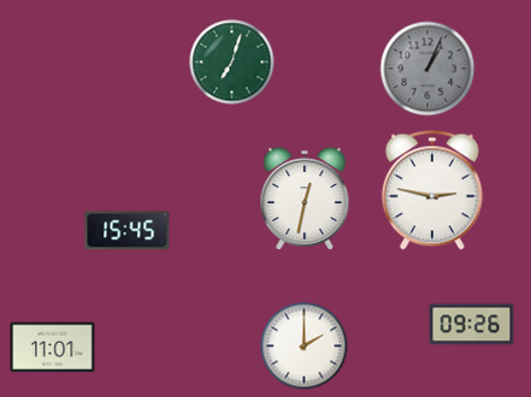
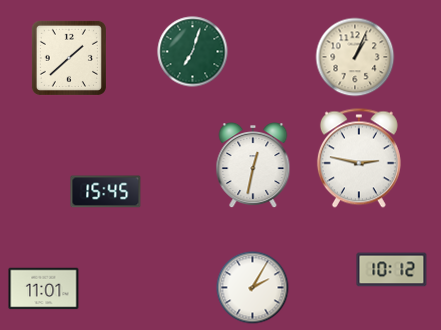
clock at (427, 69) dial: grey -> cream
clock at (69, 58): none -> 1:38
clock at (472, 325): 09:26 -> 10:12
clock at (305, 346): 2:00 -> 2:05
